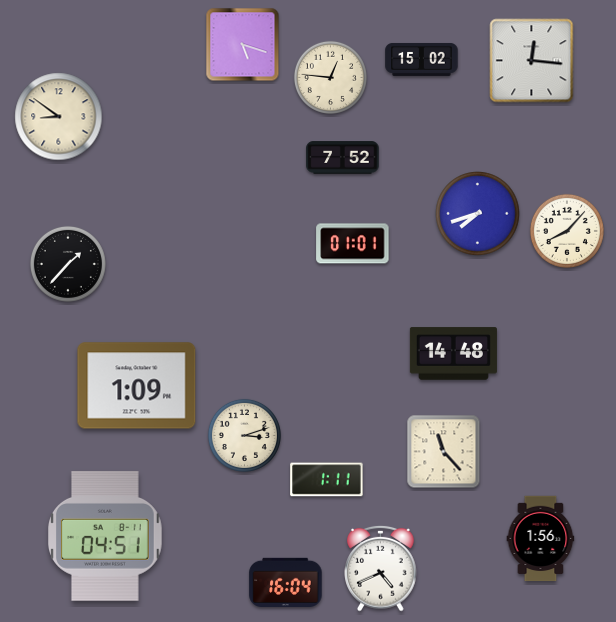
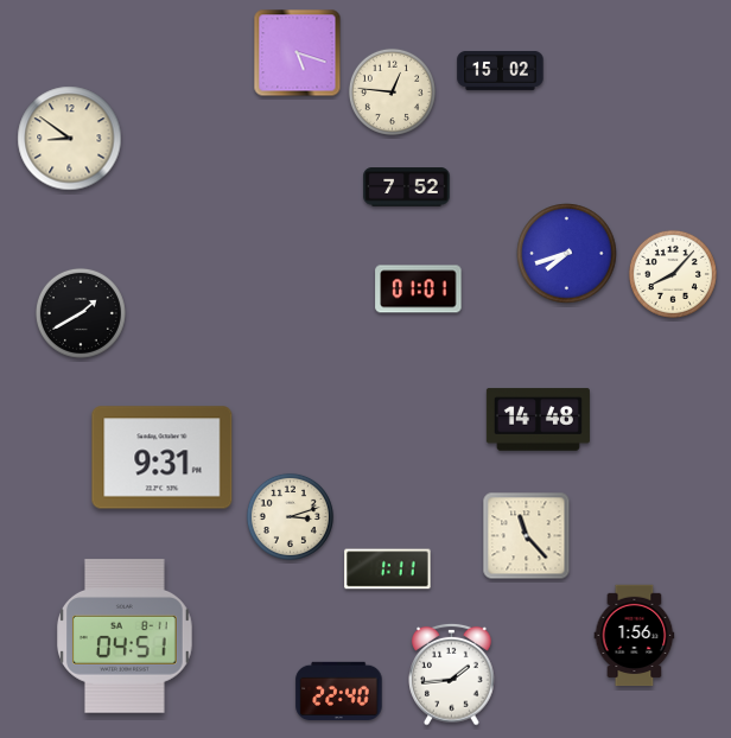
clock at (243, 45) position: (243, 45) -> (298, 53)
clock at (532, 61): 12:16 -> none
clock at (68, 264): 1:37 -> 1:40
clock at (137, 386): 1:09 -> 9:31
clock at (541, 539) position: (541, 539) -> (635, 636)
clock at (381, 568): 4:41 -> 1:44
clock at (286, 582): 16:04 -> 22:40
